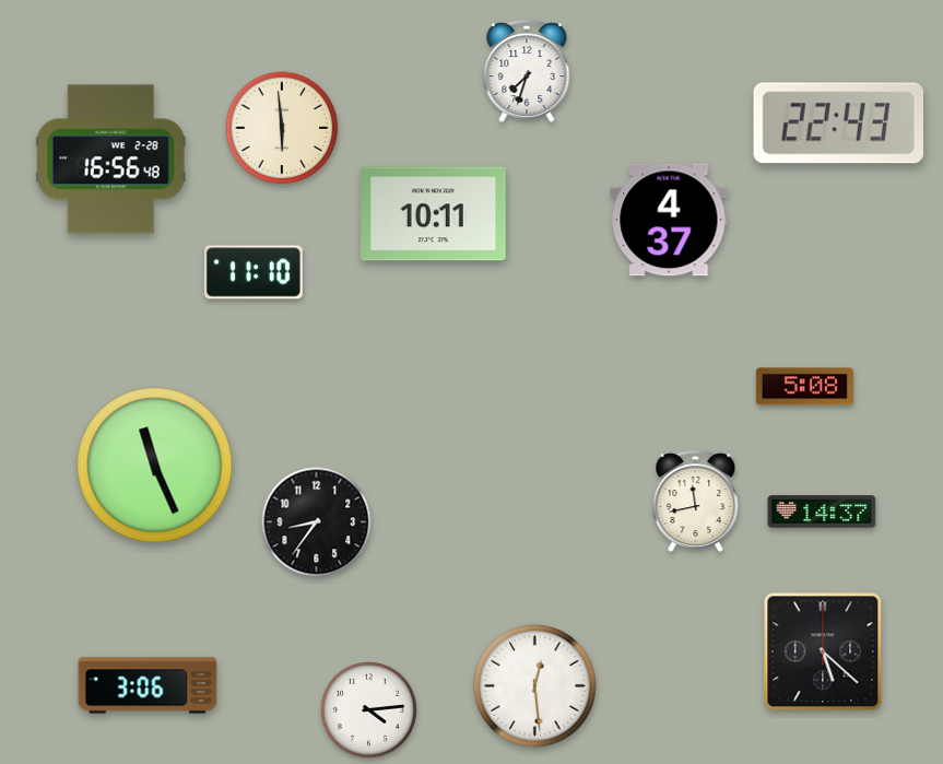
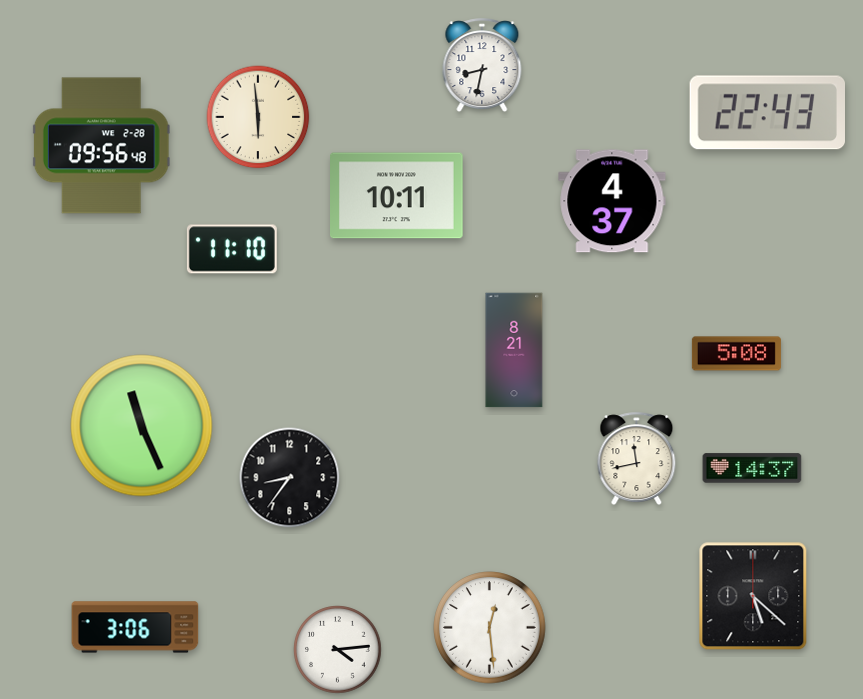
clock at (527, 72): 7:33 -> 8:32
clock at (110, 160): 16:56 -> 09:56
clock at (514, 350): none -> 8:21
